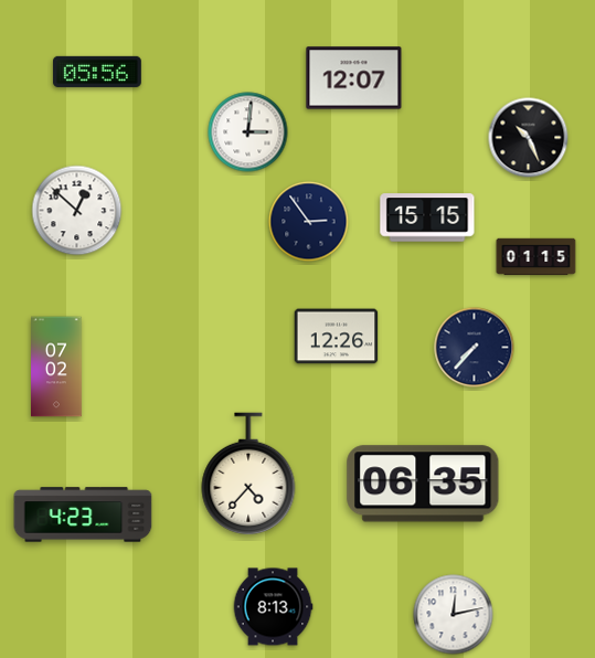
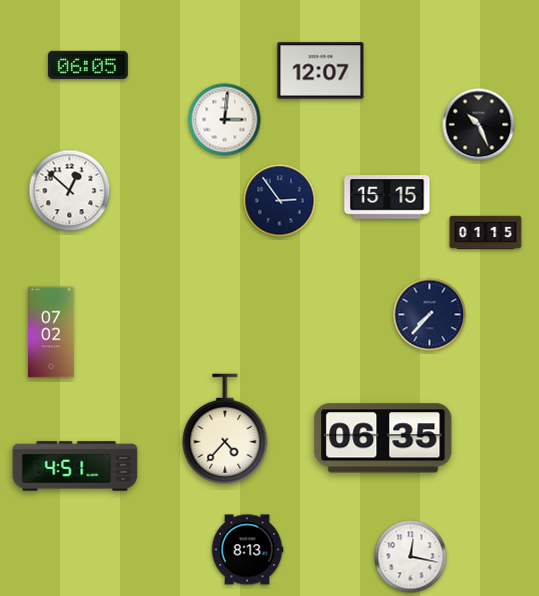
clock at (97, 72): 05:56 -> 06:05
clock at (337, 337): 12:26 -> none
clock at (83, 514): 4:23 -> 4:51
clock at (454, 615): 12:13 -> 12:17
